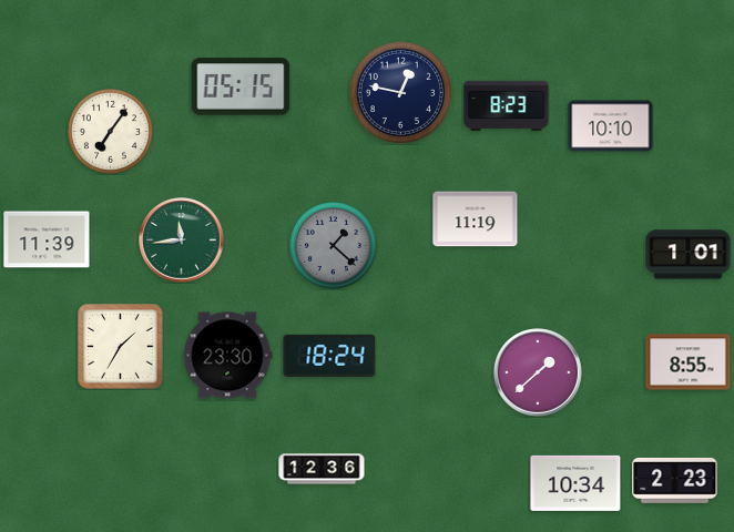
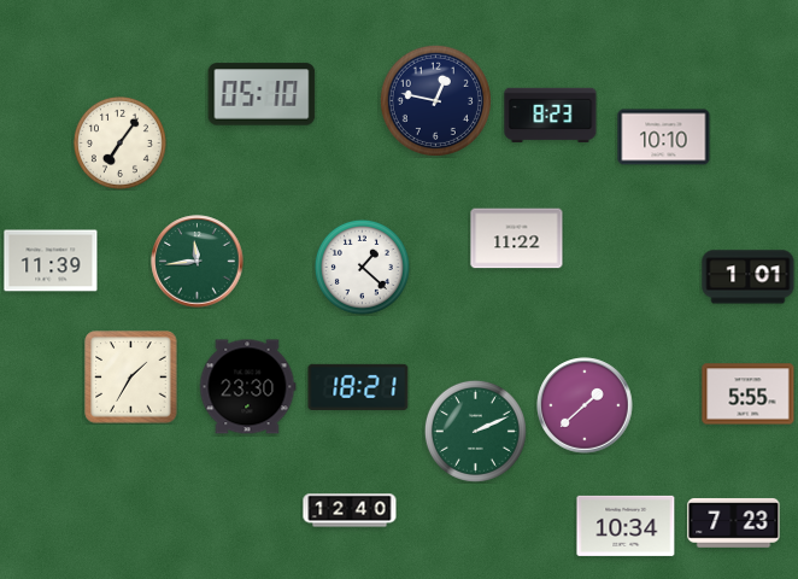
clock at (241, 86): 05:15 -> 05:10
clock at (476, 219): 11:19 -> 11:22
clock at (333, 245) dial: grey -> white
clock at (329, 356): 18:24 -> 18:21
clock at (689, 362): 8:55 -> 5:55
clock at (475, 431): none -> 2:11
clock at (322, 469): 12:36 -> 12:40
clock at (675, 480): 2:23 -> 7:23
